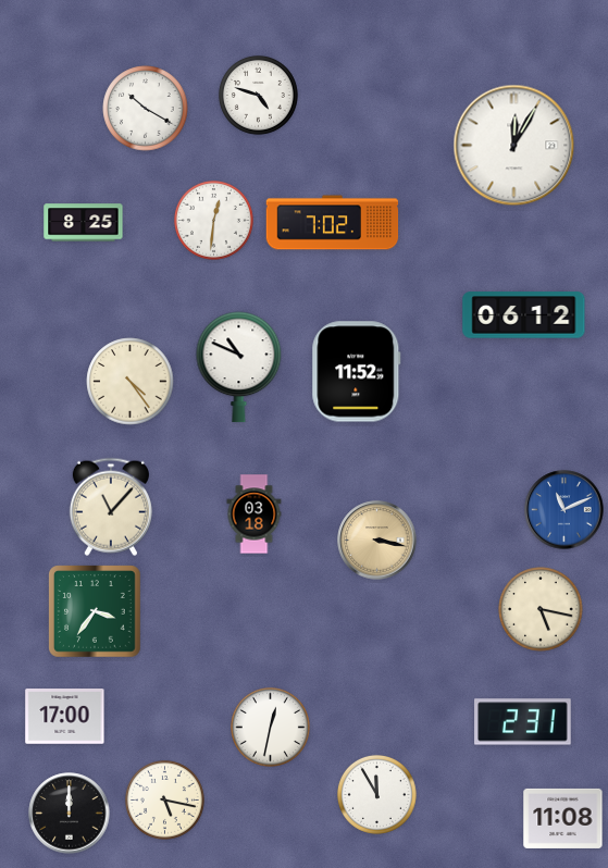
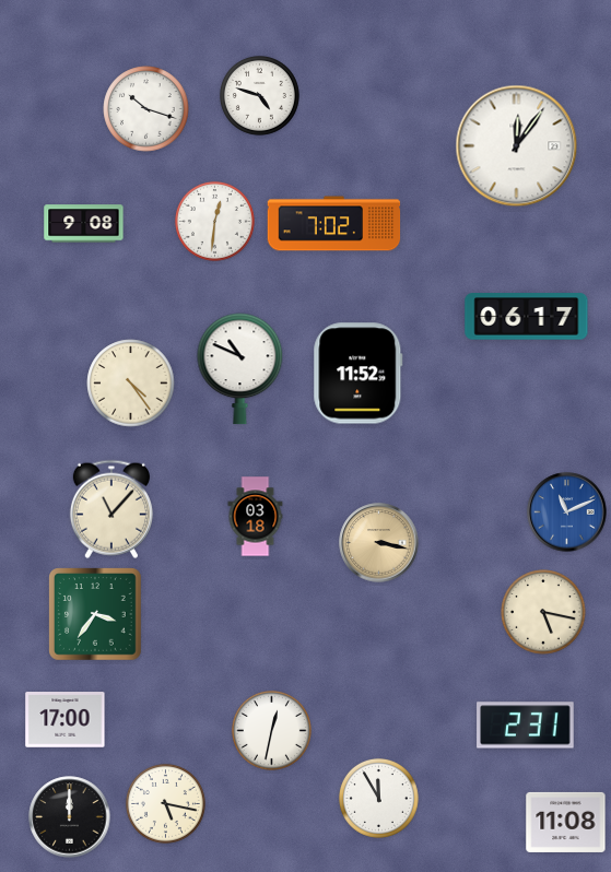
clock at (146, 109): 10:20 -> 10:18
clock at (514, 146): 12:05 -> 12:06
clock at (84, 223): 8:25 -> 9:08
clock at (524, 315): 06:12 -> 06:17
